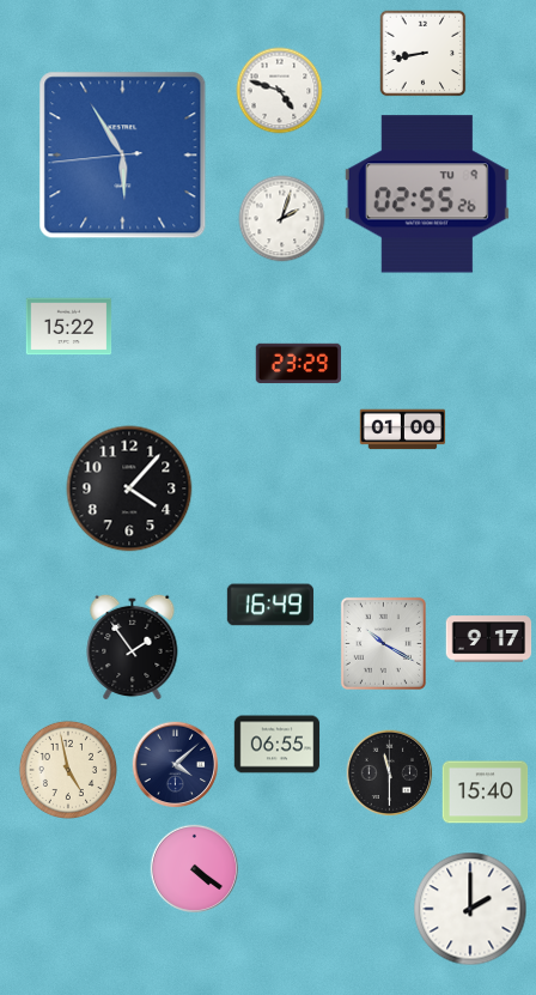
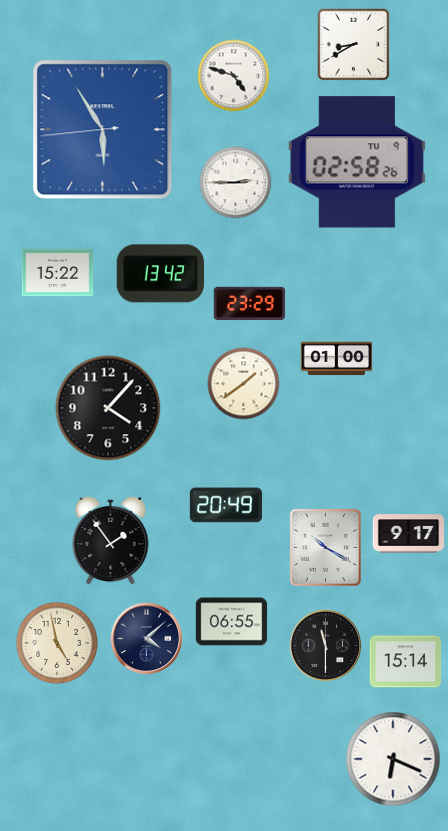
clock at (424, 54): 8:43 -> 8:40
clock at (427, 194): 02:55 -> 02:58
clock at (282, 219): 2:03 -> 2:45
clock at (160, 274): none -> 13:42
clock at (244, 384): none -> 1:39
clock at (270, 605): 16:49 -> 20:49
clock at (383, 643) position: (383, 643) -> (325, 547)
clock at (486, 793): 15:40 -> 15:14
clock at (195, 869): 4:21 -> none
clock at (470, 909): 2:00 -> 6:19
